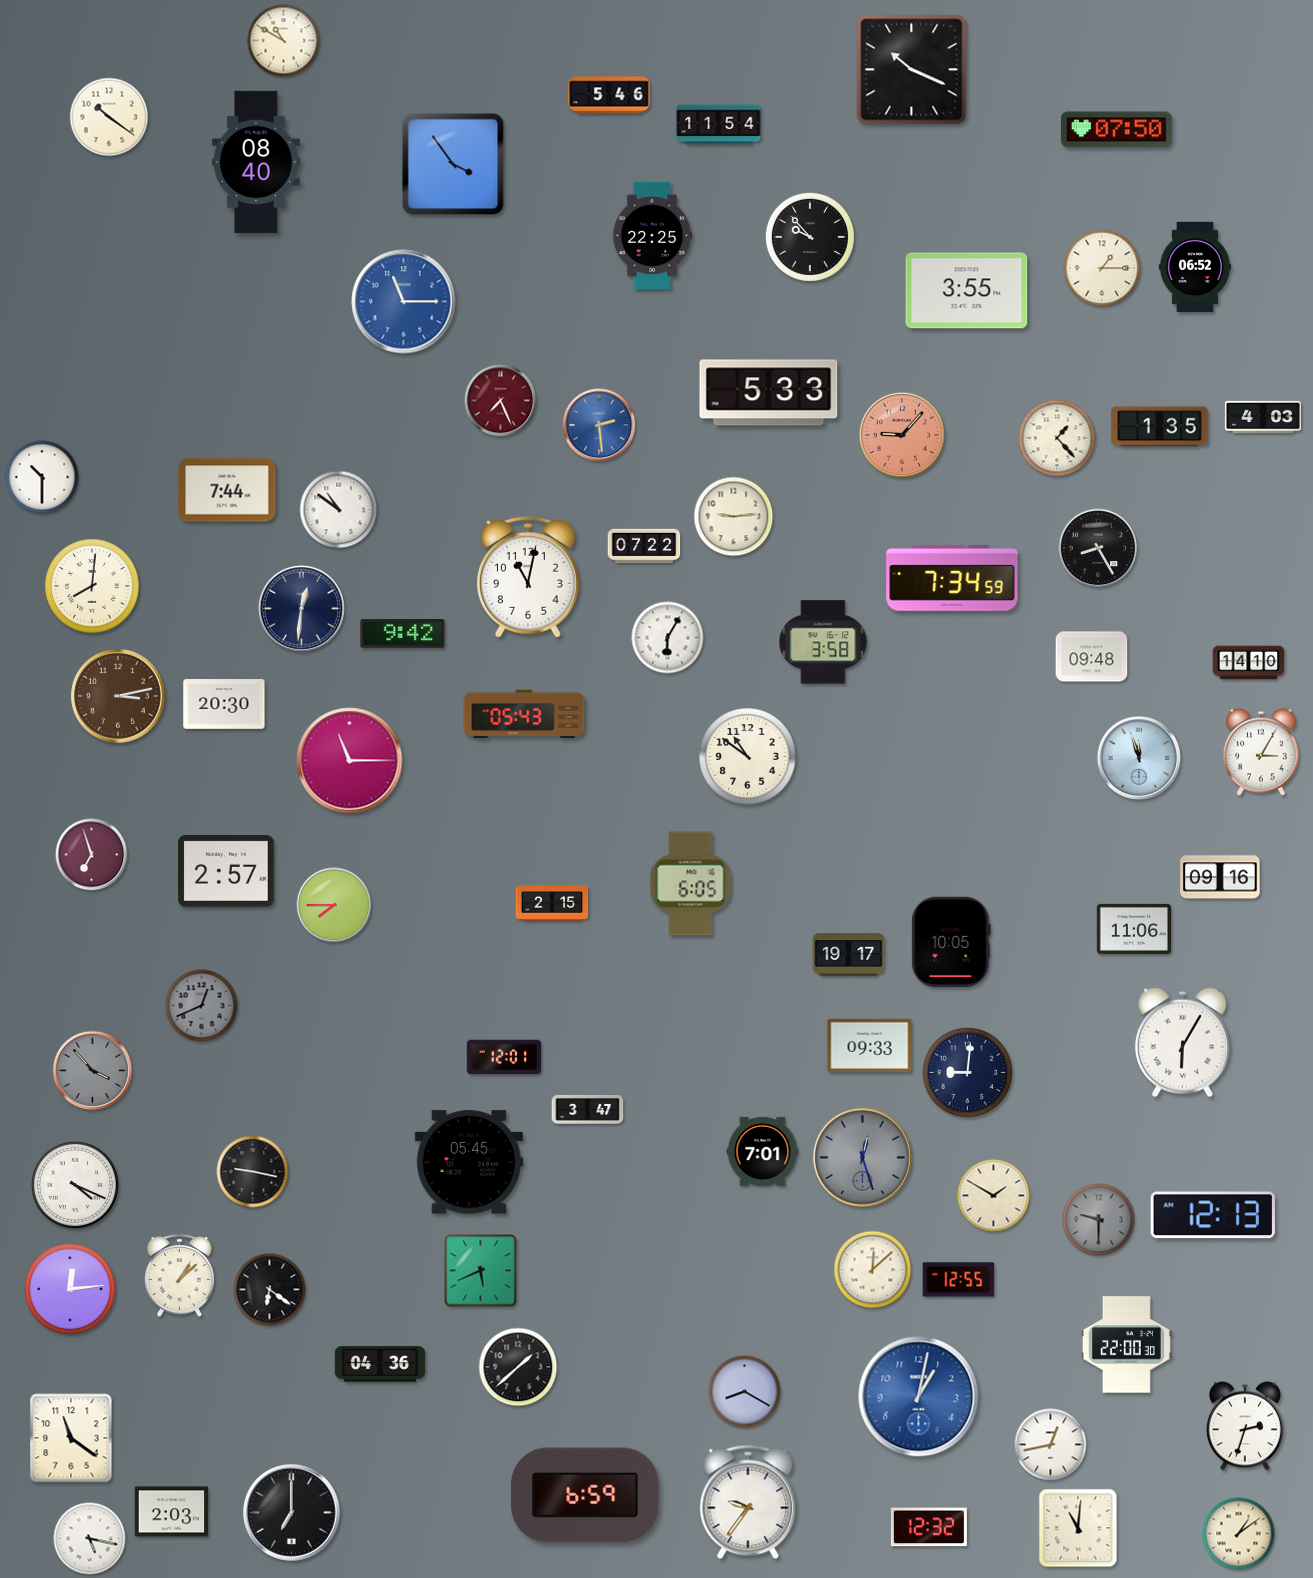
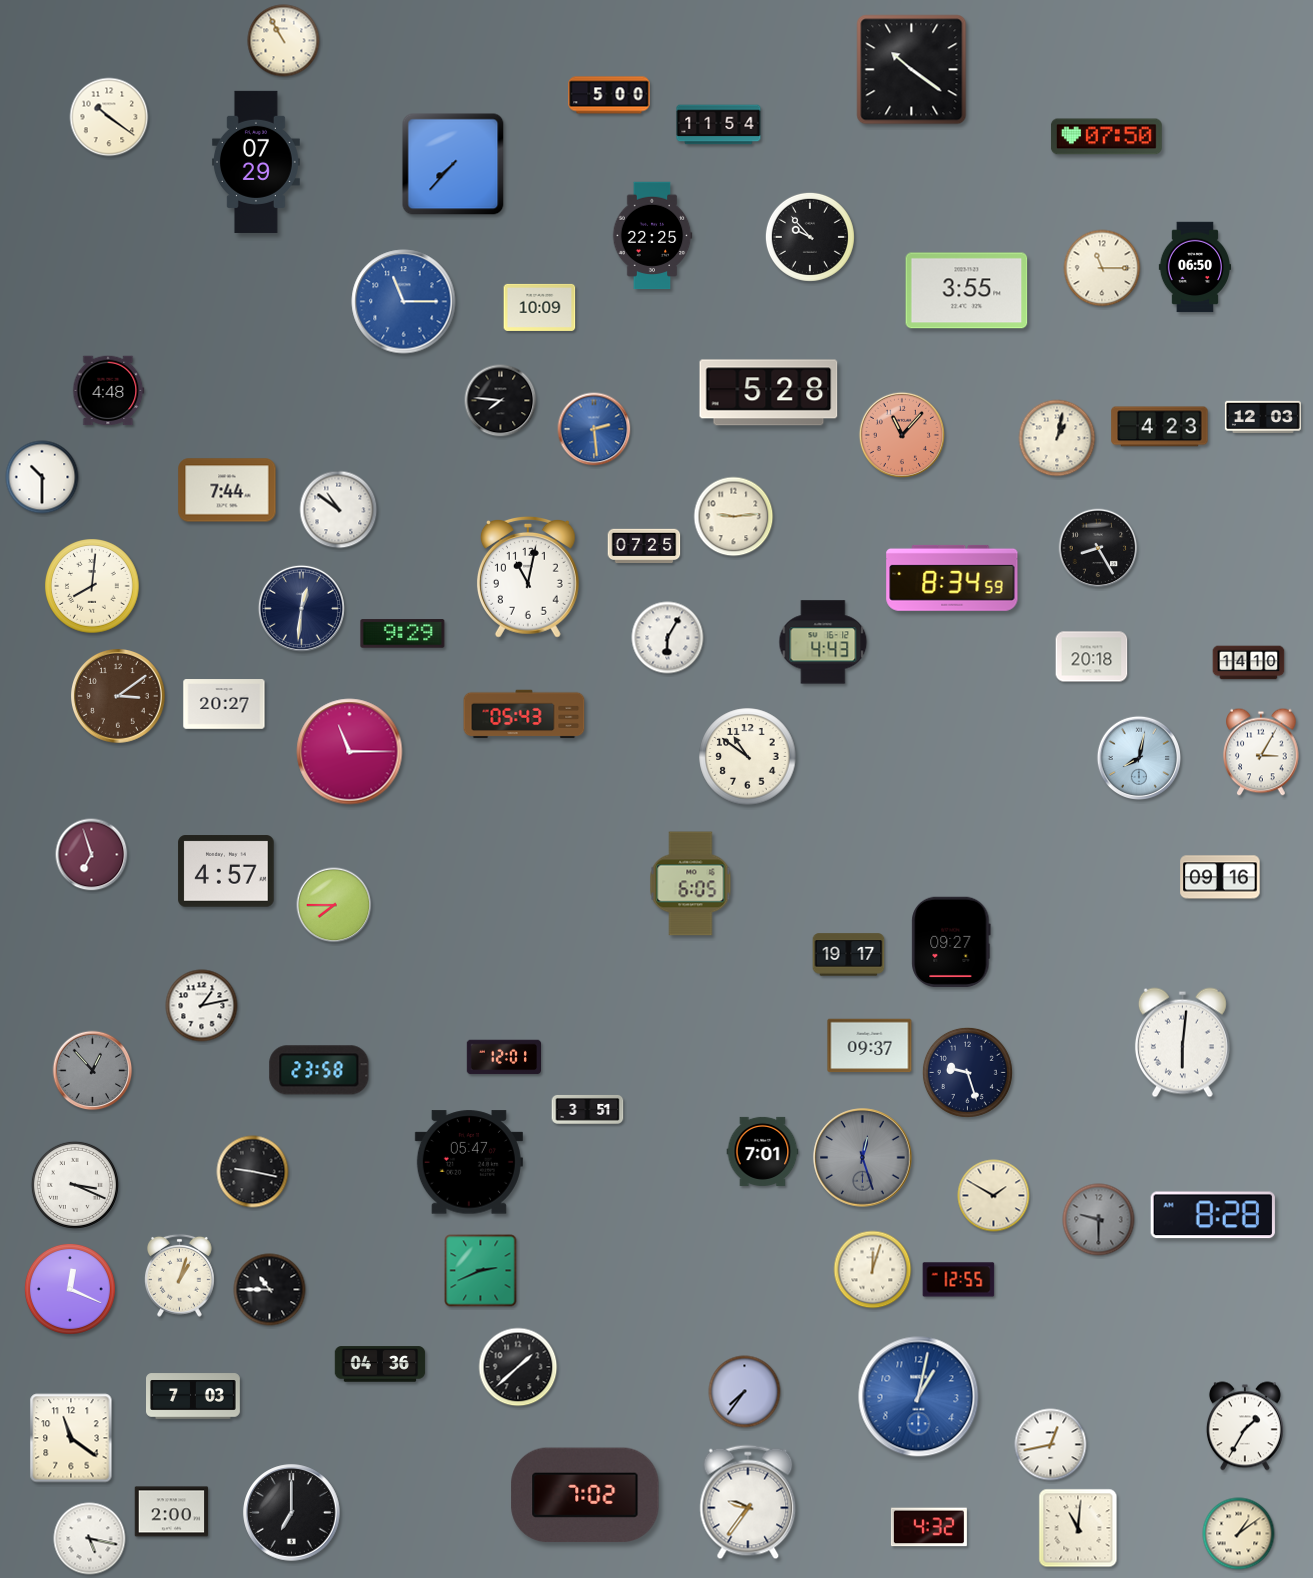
clock at (284, 41): 10:50 -> 10:55
clock at (912, 70): 10:19 -> 10:21
clock at (609, 95): 5:46 -> 5:00
clock at (1116, 130) position: (1116, 130) -> (1106, 137)
clock at (256, 162): 08:40 -> 07:29
clock at (453, 164): 3:54 -> 7:37
clock at (1194, 267): 06:52 -> 06:50
clock at (1102, 268): 1:15 -> 11:15
clock at (540, 307): none -> 10:09
clock at (109, 391): none -> 4:48
clock at (769, 393): 5:33 -> 5:28
clock at (501, 401): 7:26 -> 7:46
clock at (501, 401) dial: burgundy -> black
clock at (1263, 416): 4:03 -> 12:03
clock at (599, 425) position: (599, 425) -> (594, 429)
clock at (1160, 427): 1:35 -> 4:23
clock at (902, 435): 9:07 -> 11:07
clock at (1057, 438): 1:23 -> 1:02
clock at (644, 546): 07:22 -> 07:25
clock at (952, 578): 7:34 -> 8:34
clock at (403, 634): 9:42 -> 9:29
clock at (823, 642): 3:58 -> 4:43
clock at (1092, 657): 09:48 -> 20:18
clock at (119, 697): 3:13 -> 3:09
clock at (224, 704): 20:30 -> 20:27
clock at (1138, 757): 11:57 -> 8:02
clock at (350, 761) position: (350, 761) -> (350, 752)
clock at (226, 871): 2:57 -> 4:57
clock at (552, 903): 2:15 -> none
clock at (1133, 929): 11:06 -> none
clock at (951, 942): 10:05 -> 09:27
clock at (202, 1006): 12:41 -> 1:13
clock at (202, 1006) dial: grey -> white
clock at (1182, 1043): 6:05 -> 6:01
clock at (870, 1046): 09:33 -> 09:37
clock at (319, 1070): none -> 23:58
clock at (93, 1071): 3:53 -> 12:53
clock at (967, 1072): 9:01 -> 9:27
clock at (588, 1110): 3:47 -> 3:51
clock at (469, 1162): 05:45 -> 05:47
clock at (75, 1185): 4:19 -> 3:19
clock at (1213, 1215): 12:13 -> 8:28
clock at (873, 1270): 12:08 -> 12:03
clock at (481, 1271): 5:41 -> 2:41
clock at (180, 1275): 1:08 -> 1:03
clock at (70, 1289): 12:14 -> 12:19
clock at (270, 1290): 6:21 -> 10:45
clock at (1126, 1345): 22:00 -> none
clock at (745, 1392): 8:20 -> 7:36
clock at (194, 1396): none -> 7:03
clock at (1245, 1426): 2:33 -> 1:35
clock at (585, 1495): 6:59 -> 7:02
clock at (172, 1512): 2:03 -> 2:00
clock at (929, 1527): 12:32 -> 4:32
